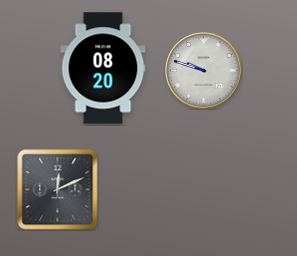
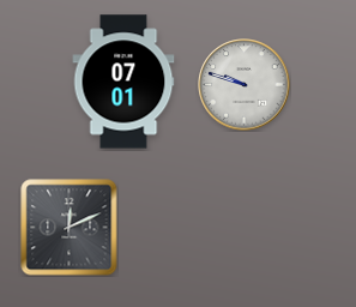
clock at (103, 68): 08:20 -> 07:01
